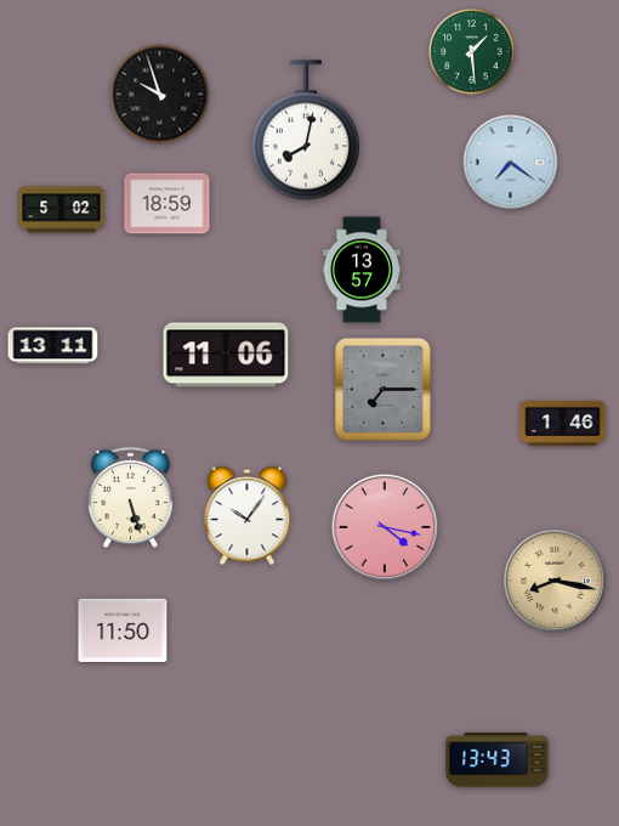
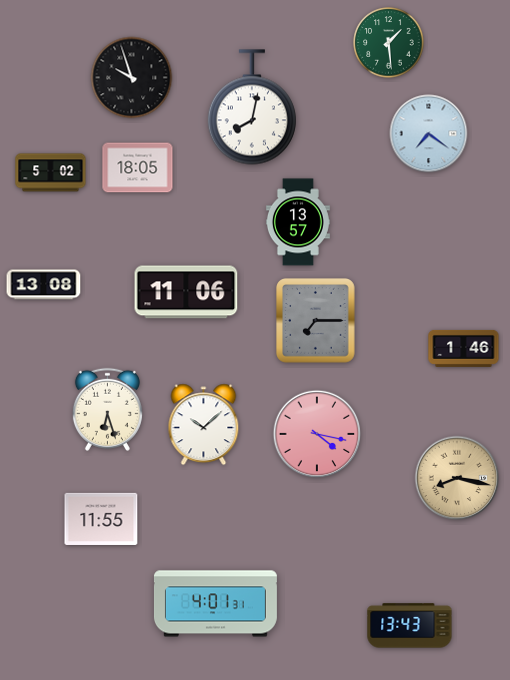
clock at (511, 163) position: (511, 163) -> (429, 134)
clock at (167, 204): 18:59 -> 18:05
clock at (53, 346): 13:11 -> 13:08
clock at (130, 497): 5:27 -> 6:27
clock at (248, 516): 10:06 -> 10:08
clock at (123, 630): 11:50 -> 11:55
clock at (215, 604): none -> 4:01
